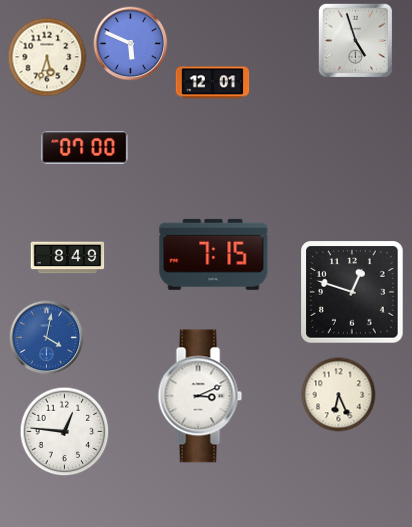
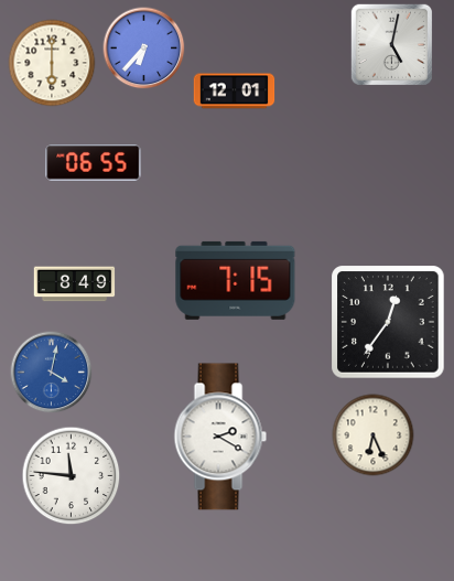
clock at (355, 40): 4:57 -> 5:02
clock at (131, 44): 5:49 -> 6:37
clock at (47, 57): 5:33 -> 6:00
clock at (85, 148): 07:00 -> 06:55
clock at (352, 292): 12:48 -> 12:36
clock at (200, 396): 3:11 -> 2:20
clock at (65, 432): 12:46 -> 11:46
